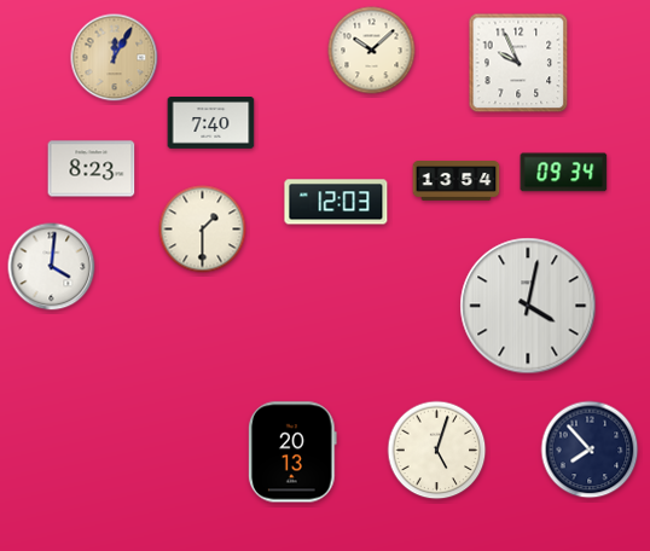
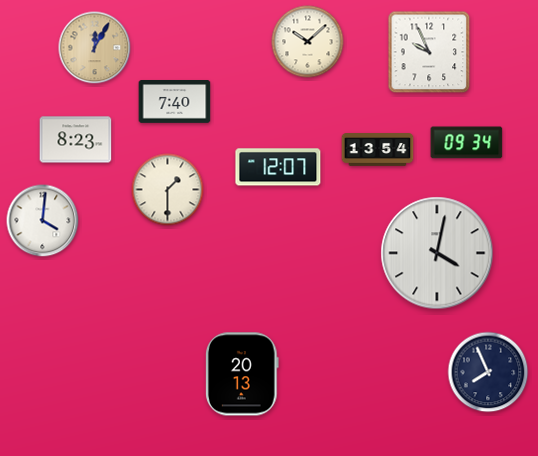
clock at (336, 202): 12:03 -> 12:07
clock at (590, 449): 7:53 -> 7:56
clock at (437, 451): 5:03 -> none
